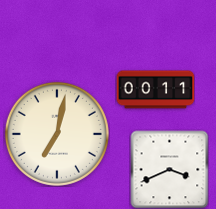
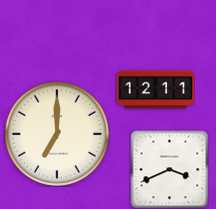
clock at (155, 90): 00:11 -> 12:11
clock at (57, 134): 7:02 -> 7:00
